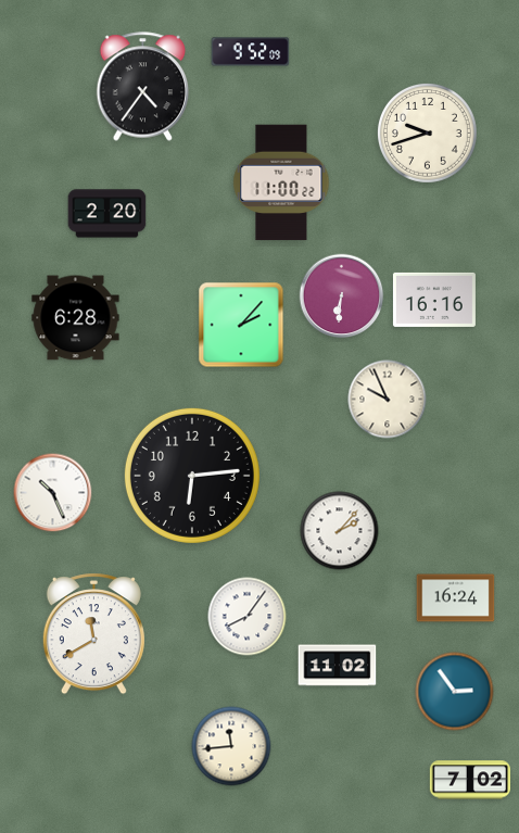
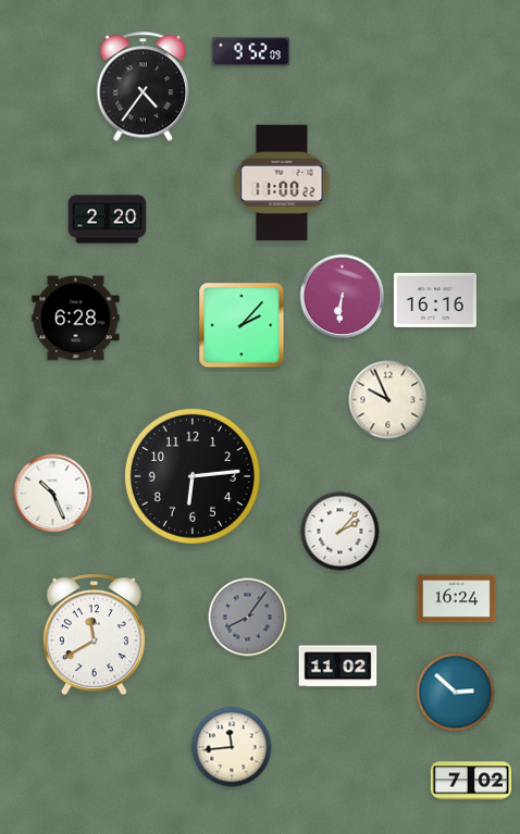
clock at (428, 134): 9:42 -> none
clock at (107, 214) position: (107, 214) -> (108, 220)
clock at (248, 617) dial: white -> grey
clock at (455, 692): 2:54 -> 2:52
